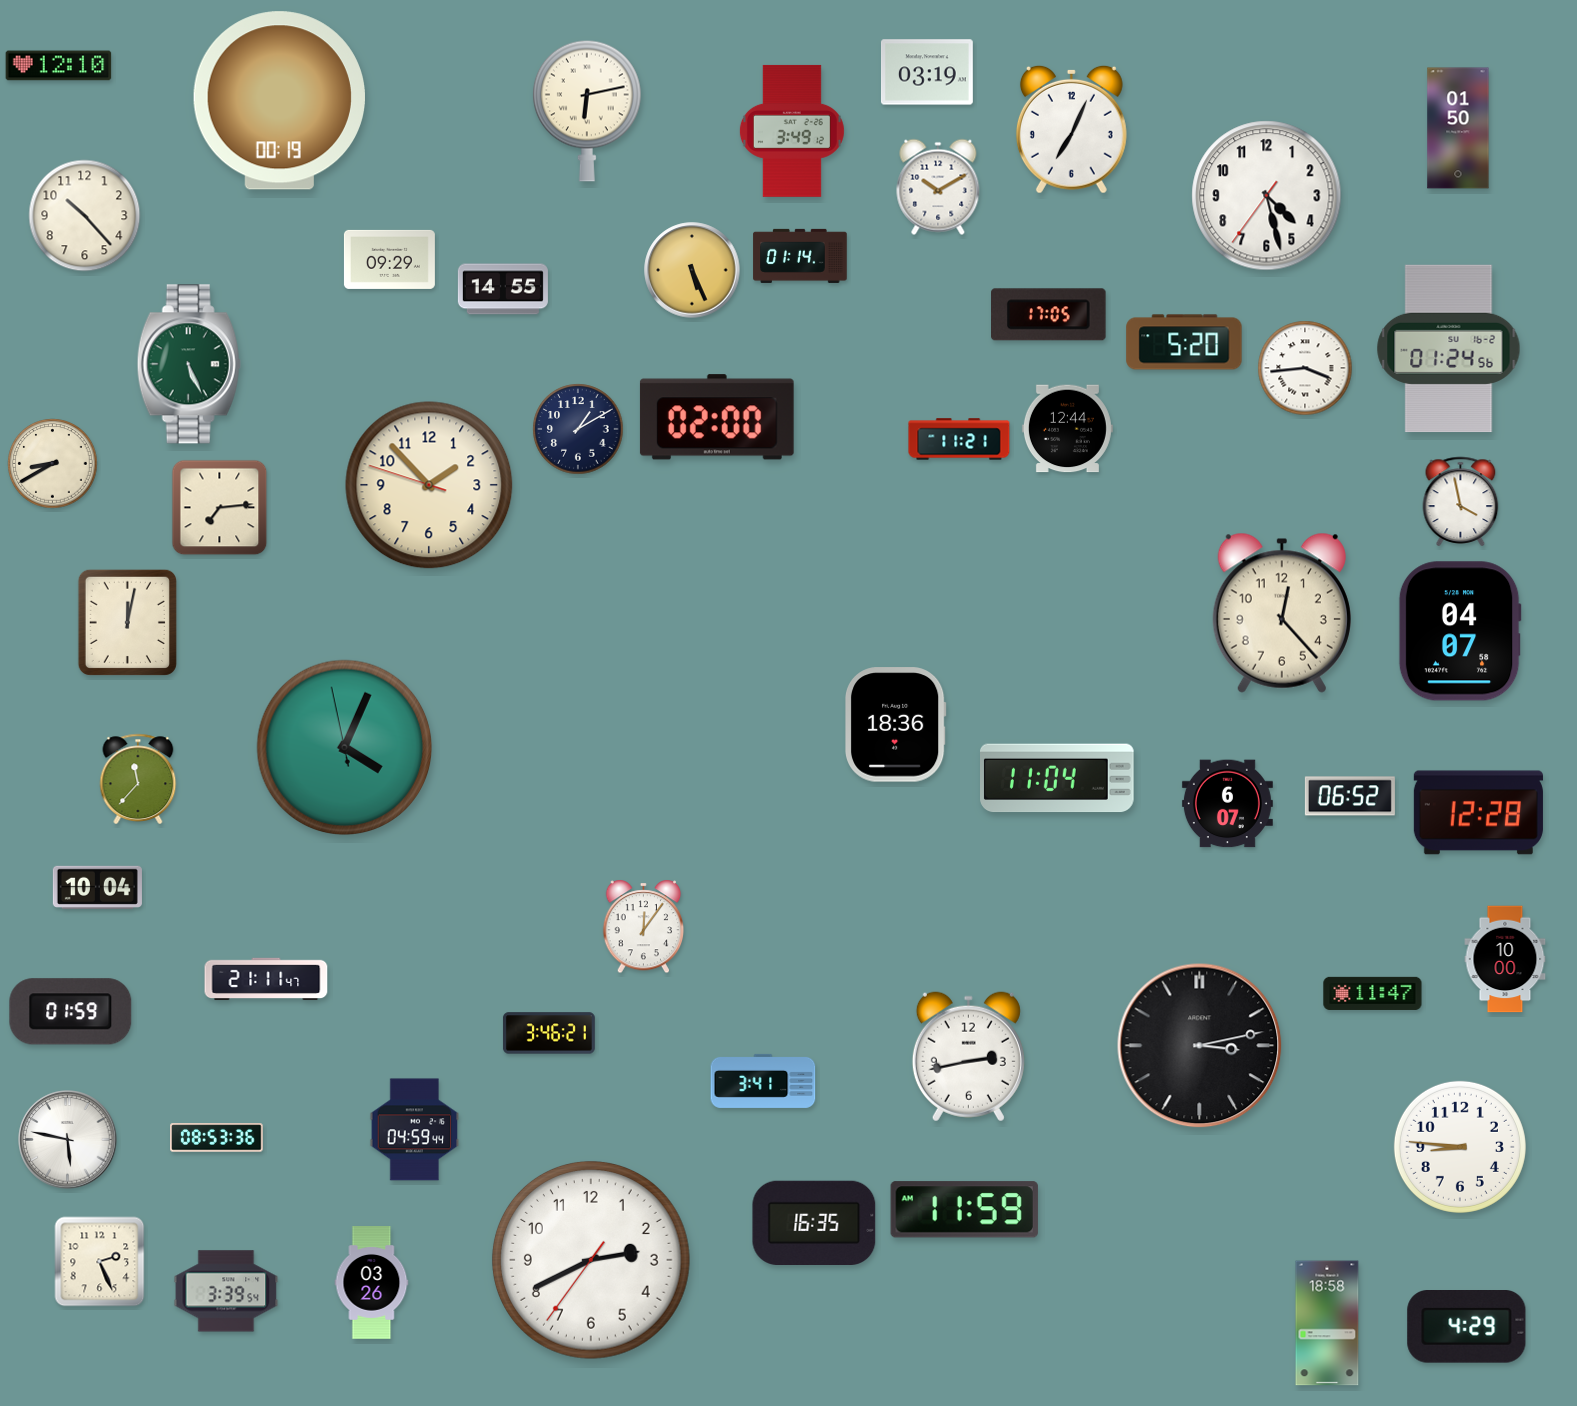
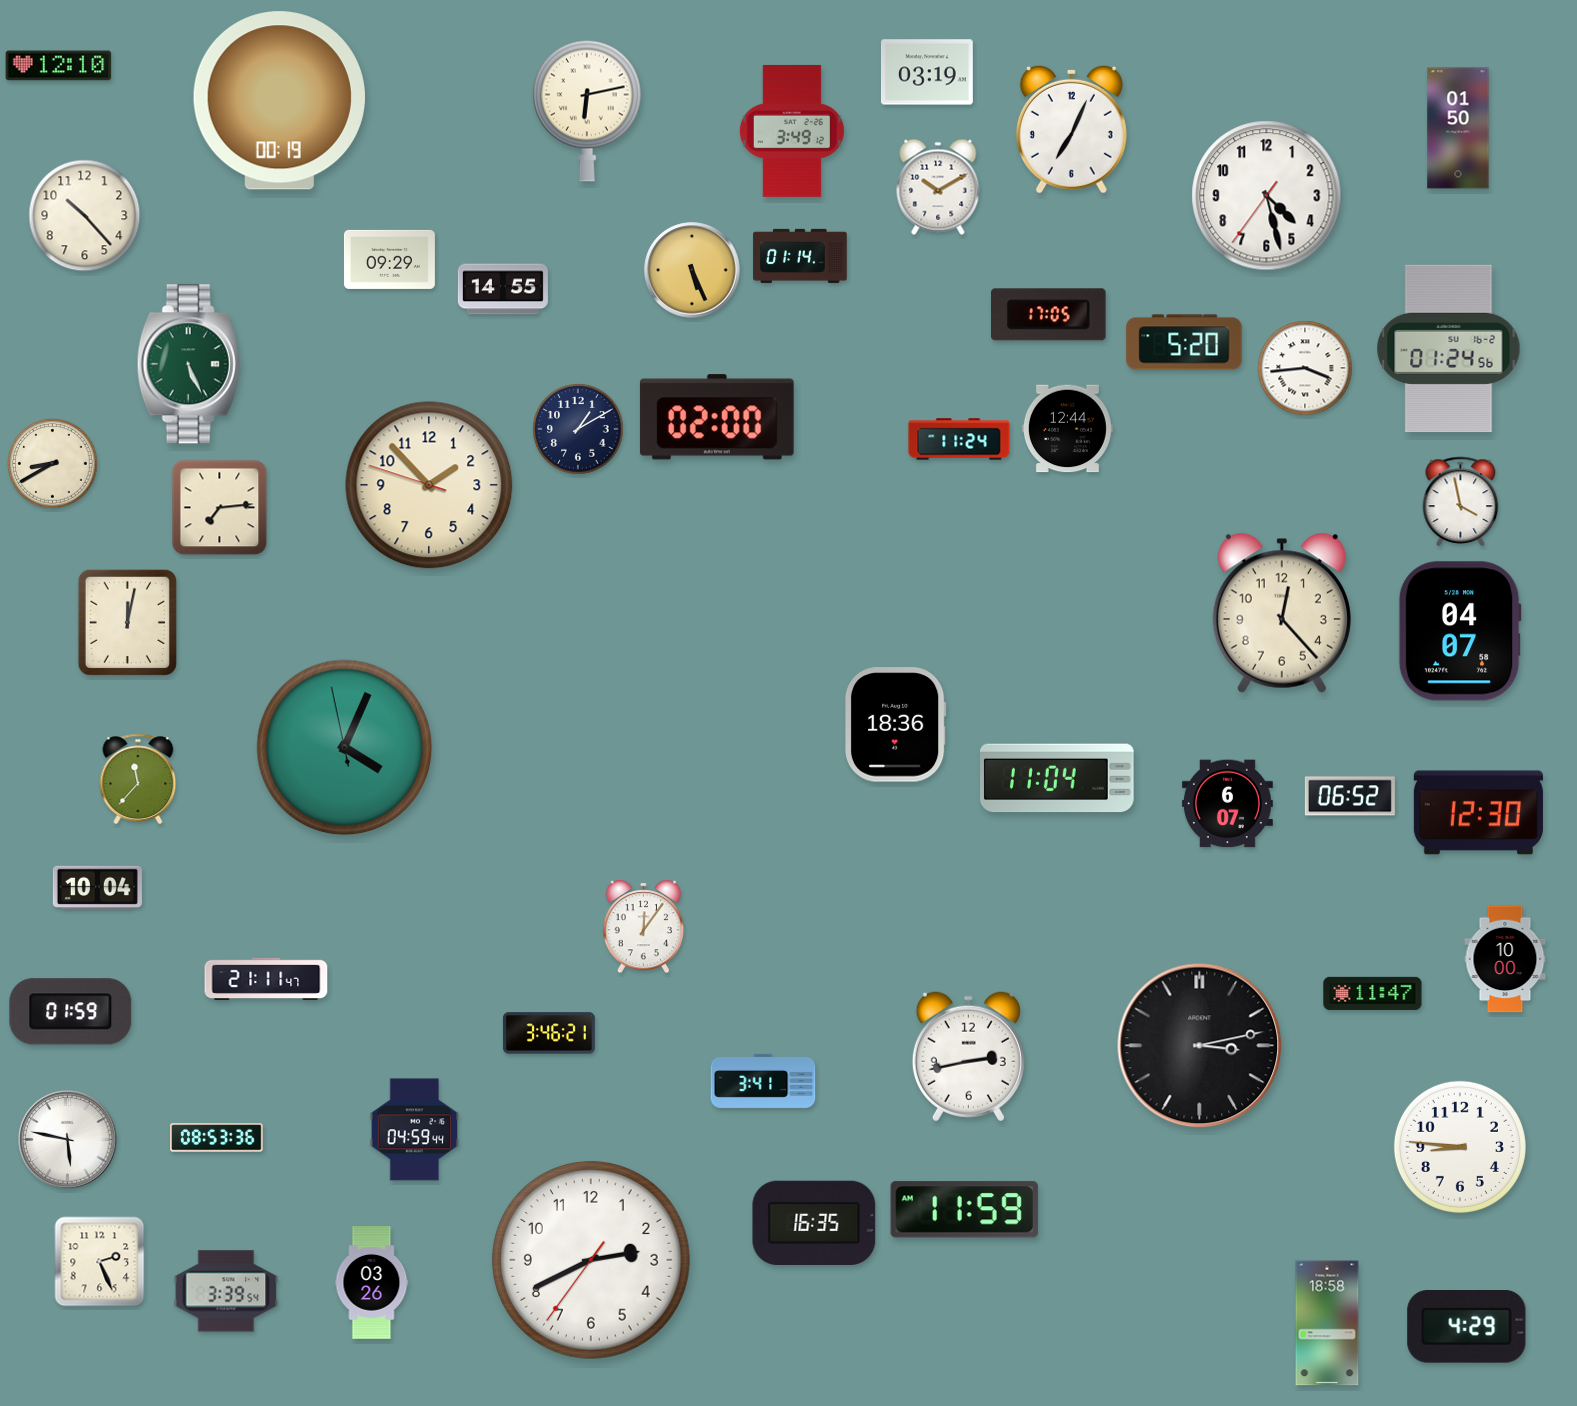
clock at (959, 439): 11:21 -> 11:24
clock at (1478, 813): 12:28 -> 12:30
